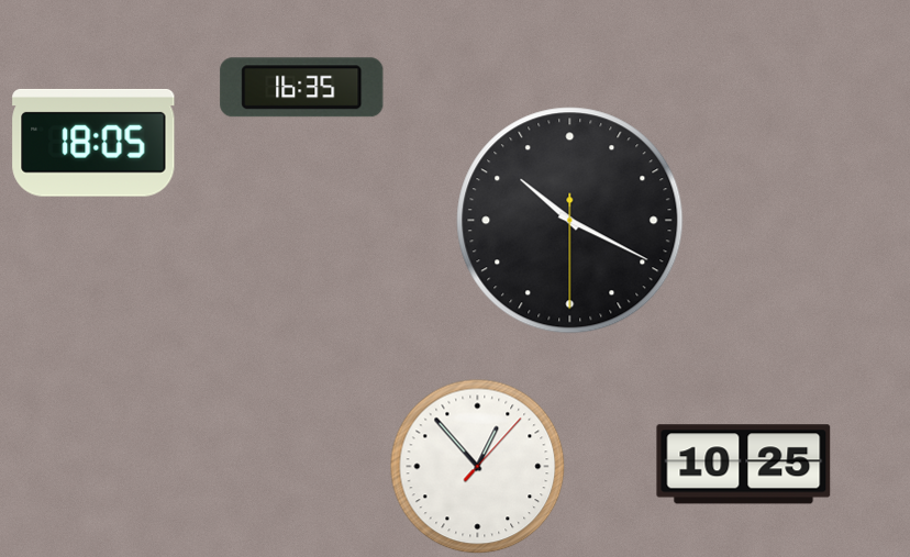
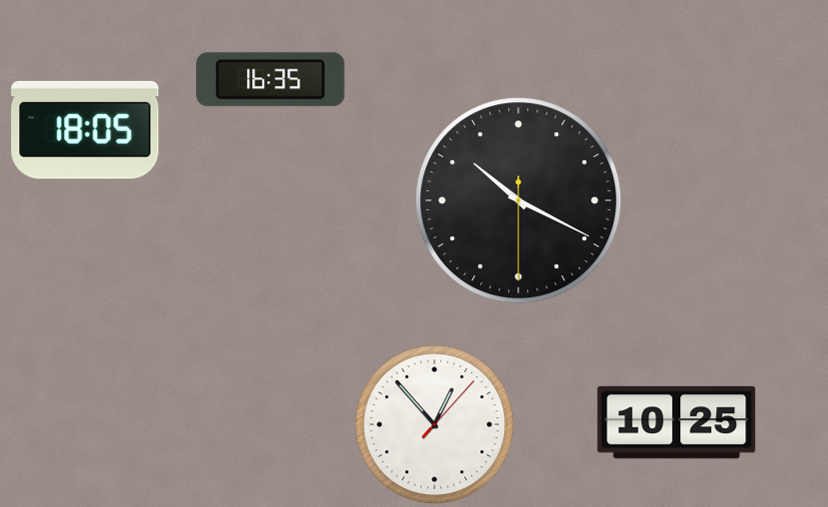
clock at (302, 88) position: (302, 88) -> (271, 80)
